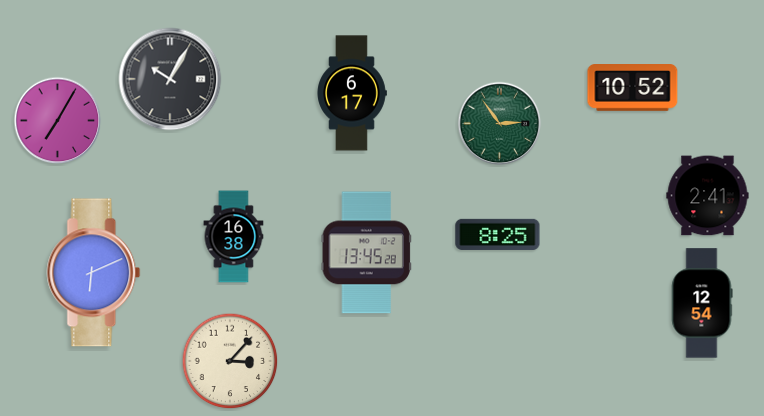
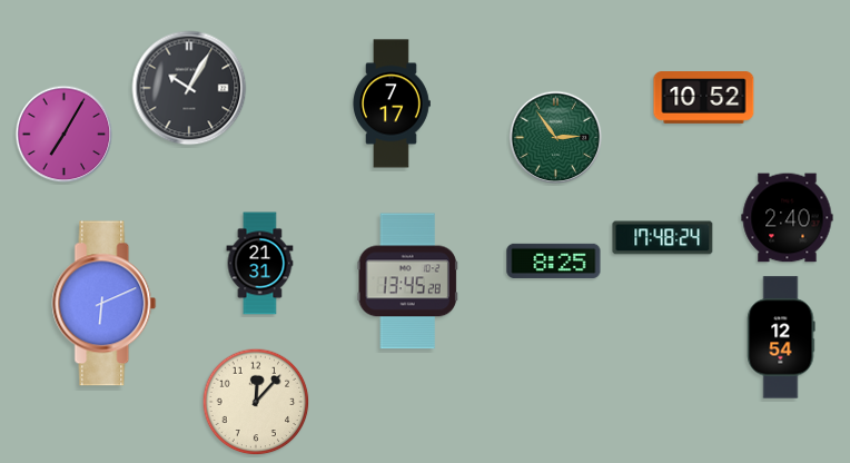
clock at (352, 93): 6:17 -> 7:17
clock at (708, 196): 2:41 -> 2:40
clock at (663, 238): none -> 17:48
clock at (234, 237): 16:38 -> 21:31
clock at (230, 361): 3:07 -> 12:07
